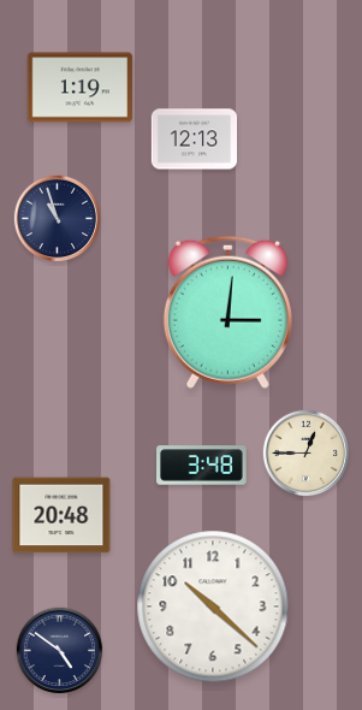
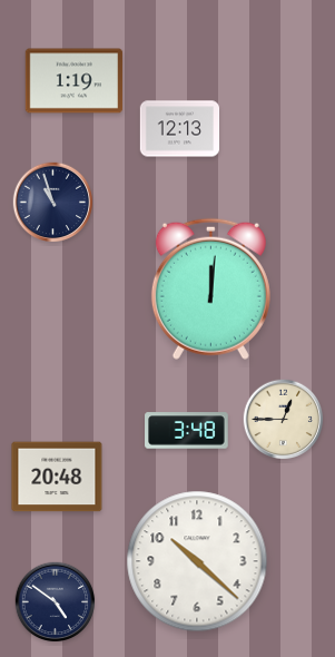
clock at (227, 312): 3:01 -> 12:01
